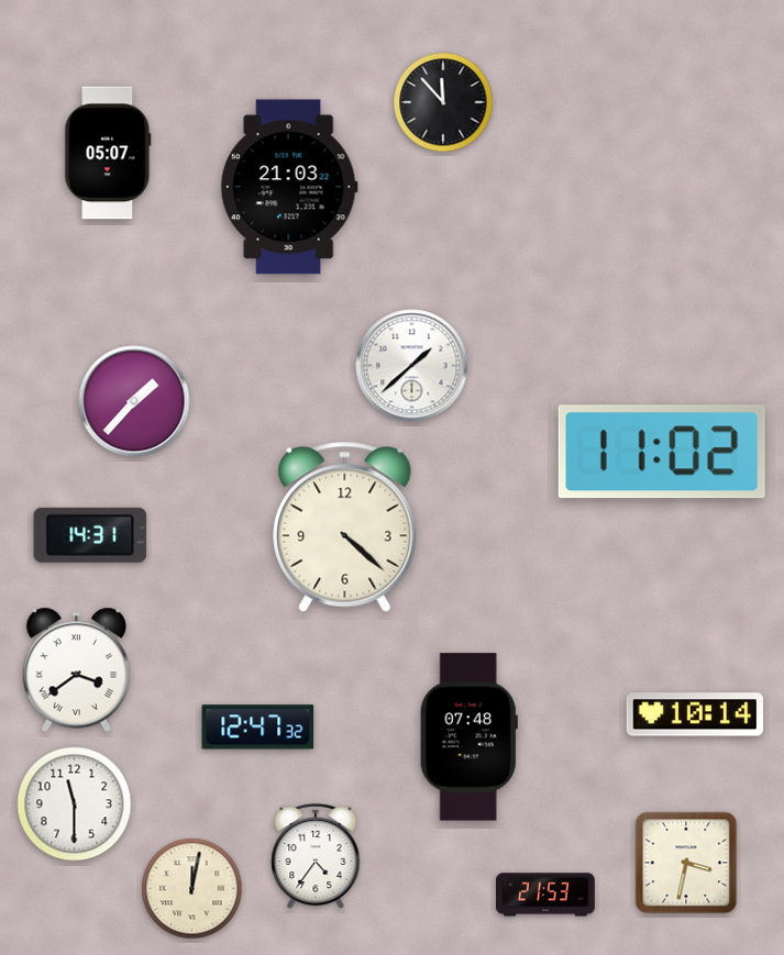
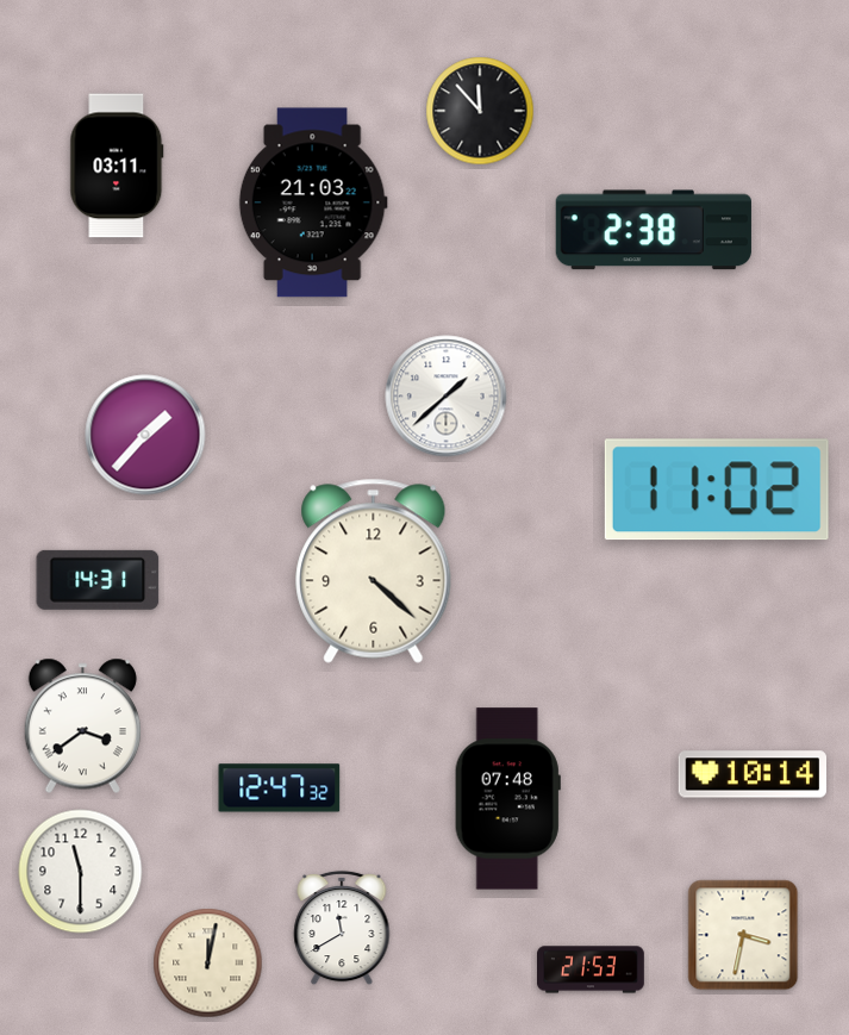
clock at (108, 153): 05:07 -> 03:11
clock at (654, 230): none -> 2:38
clock at (316, 856): 4:36 -> 11:40
